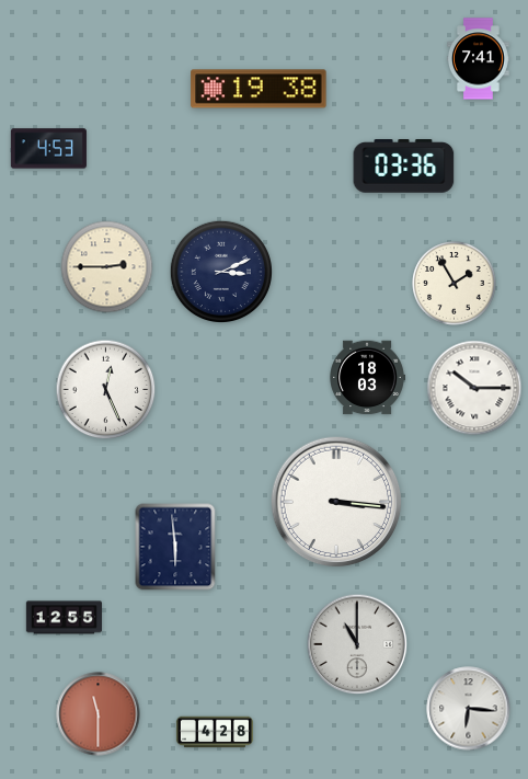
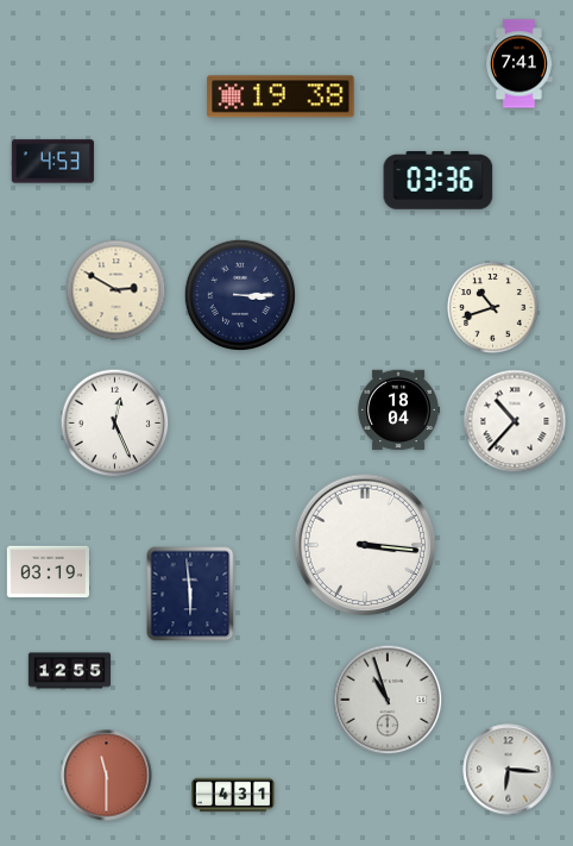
clock at (107, 267): 2:45 -> 2:50
clock at (220, 271): 3:11 -> 3:15
clock at (455, 284): 1:55 -> 10:42
clock at (367, 378): 18:03 -> 18:04
clock at (474, 388): 10:15 -> 10:37
clock at (48, 572): none -> 03:19
clock at (357, 644): 11:00 -> 10:57
clock at (215, 732): 4:28 -> 4:31
